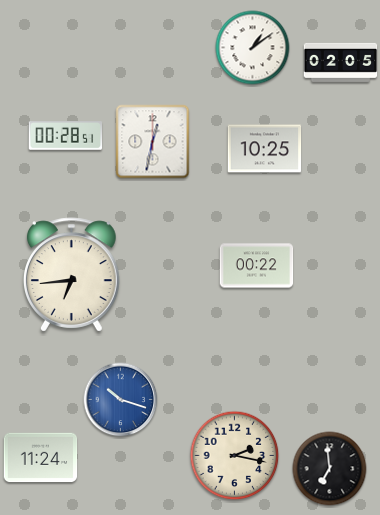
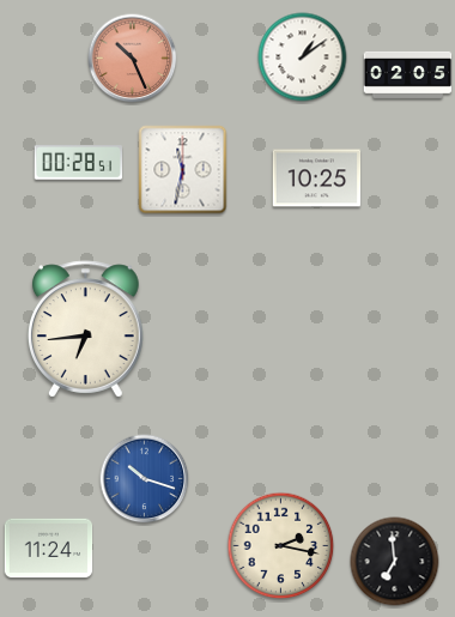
clock at (133, 59): none -> 10:26
clock at (153, 142): 12:32 -> 11:32
clock at (257, 266): 00:22 -> none
